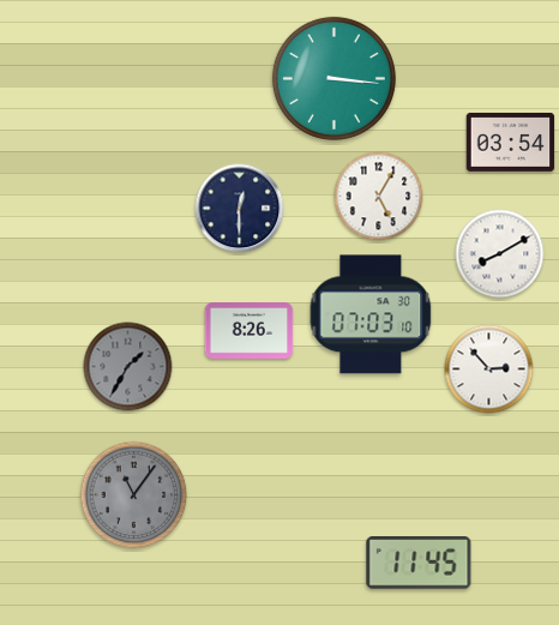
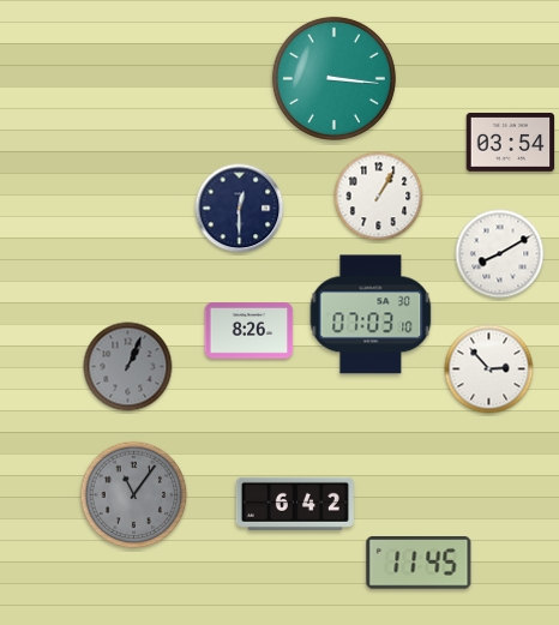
clock at (379, 197): 5:05 -> 1:05
clock at (128, 367): 1:35 -> 1:04
clock at (295, 504): none -> 6:42
